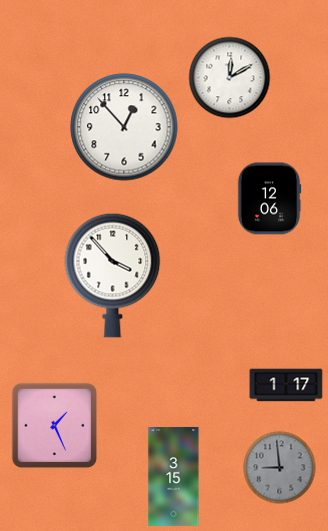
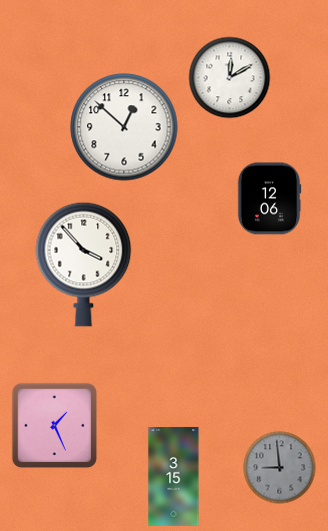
clock at (124, 127): 12:53 -> 12:52
clock at (113, 275) position: (113, 275) -> (84, 264)
clock at (286, 385): 1:17 -> none
